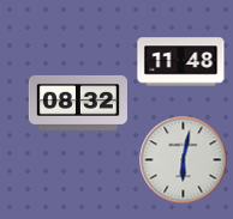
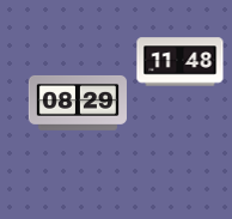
clock at (78, 103): 08:32 -> 08:29
clock at (184, 160): 6:02 -> none
